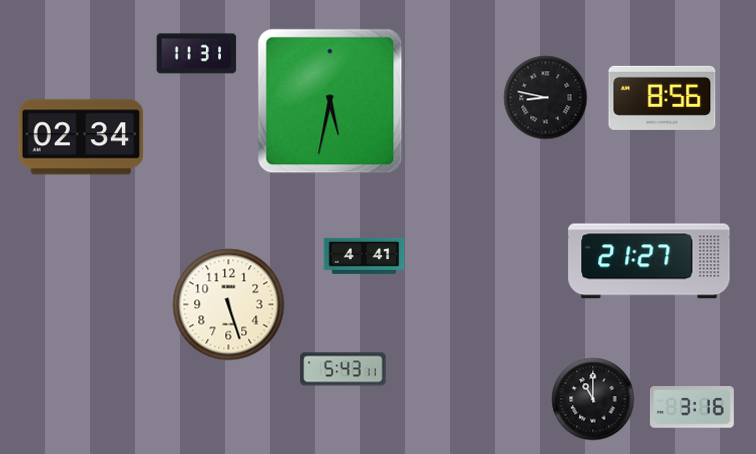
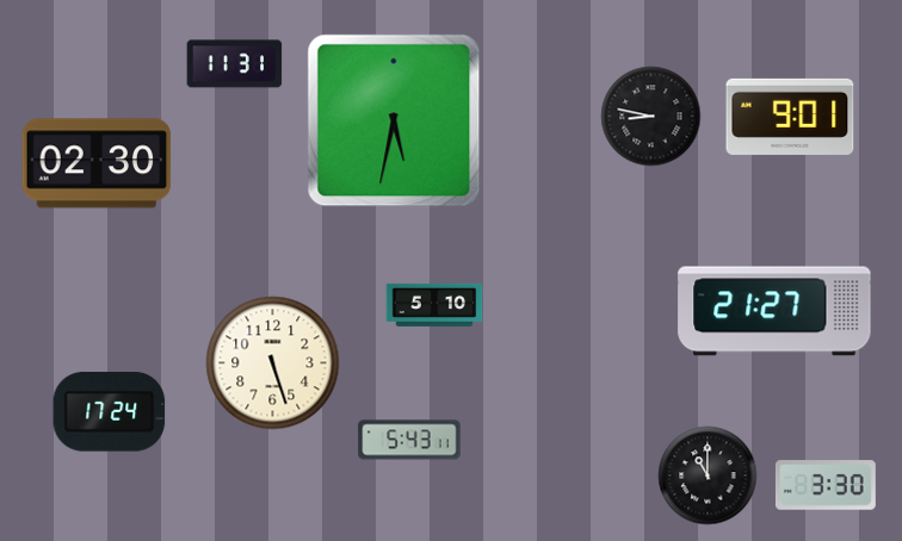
clock at (662, 98): 8:56 -> 9:01
clock at (81, 137): 02:34 -> 02:30
clock at (364, 256): 4:41 -> 5:10
clock at (110, 412): none -> 17:24
clock at (692, 407): 3:16 -> 3:30
